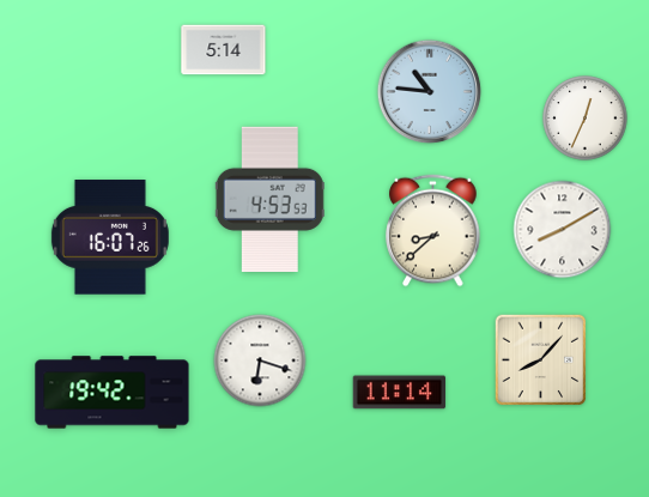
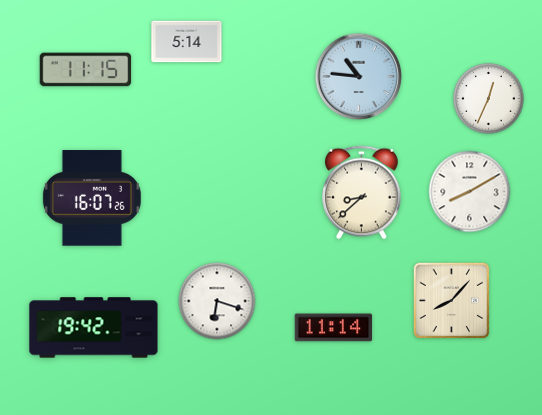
clock at (86, 70): none -> 11:15
clock at (269, 199): 4:53 -> none
